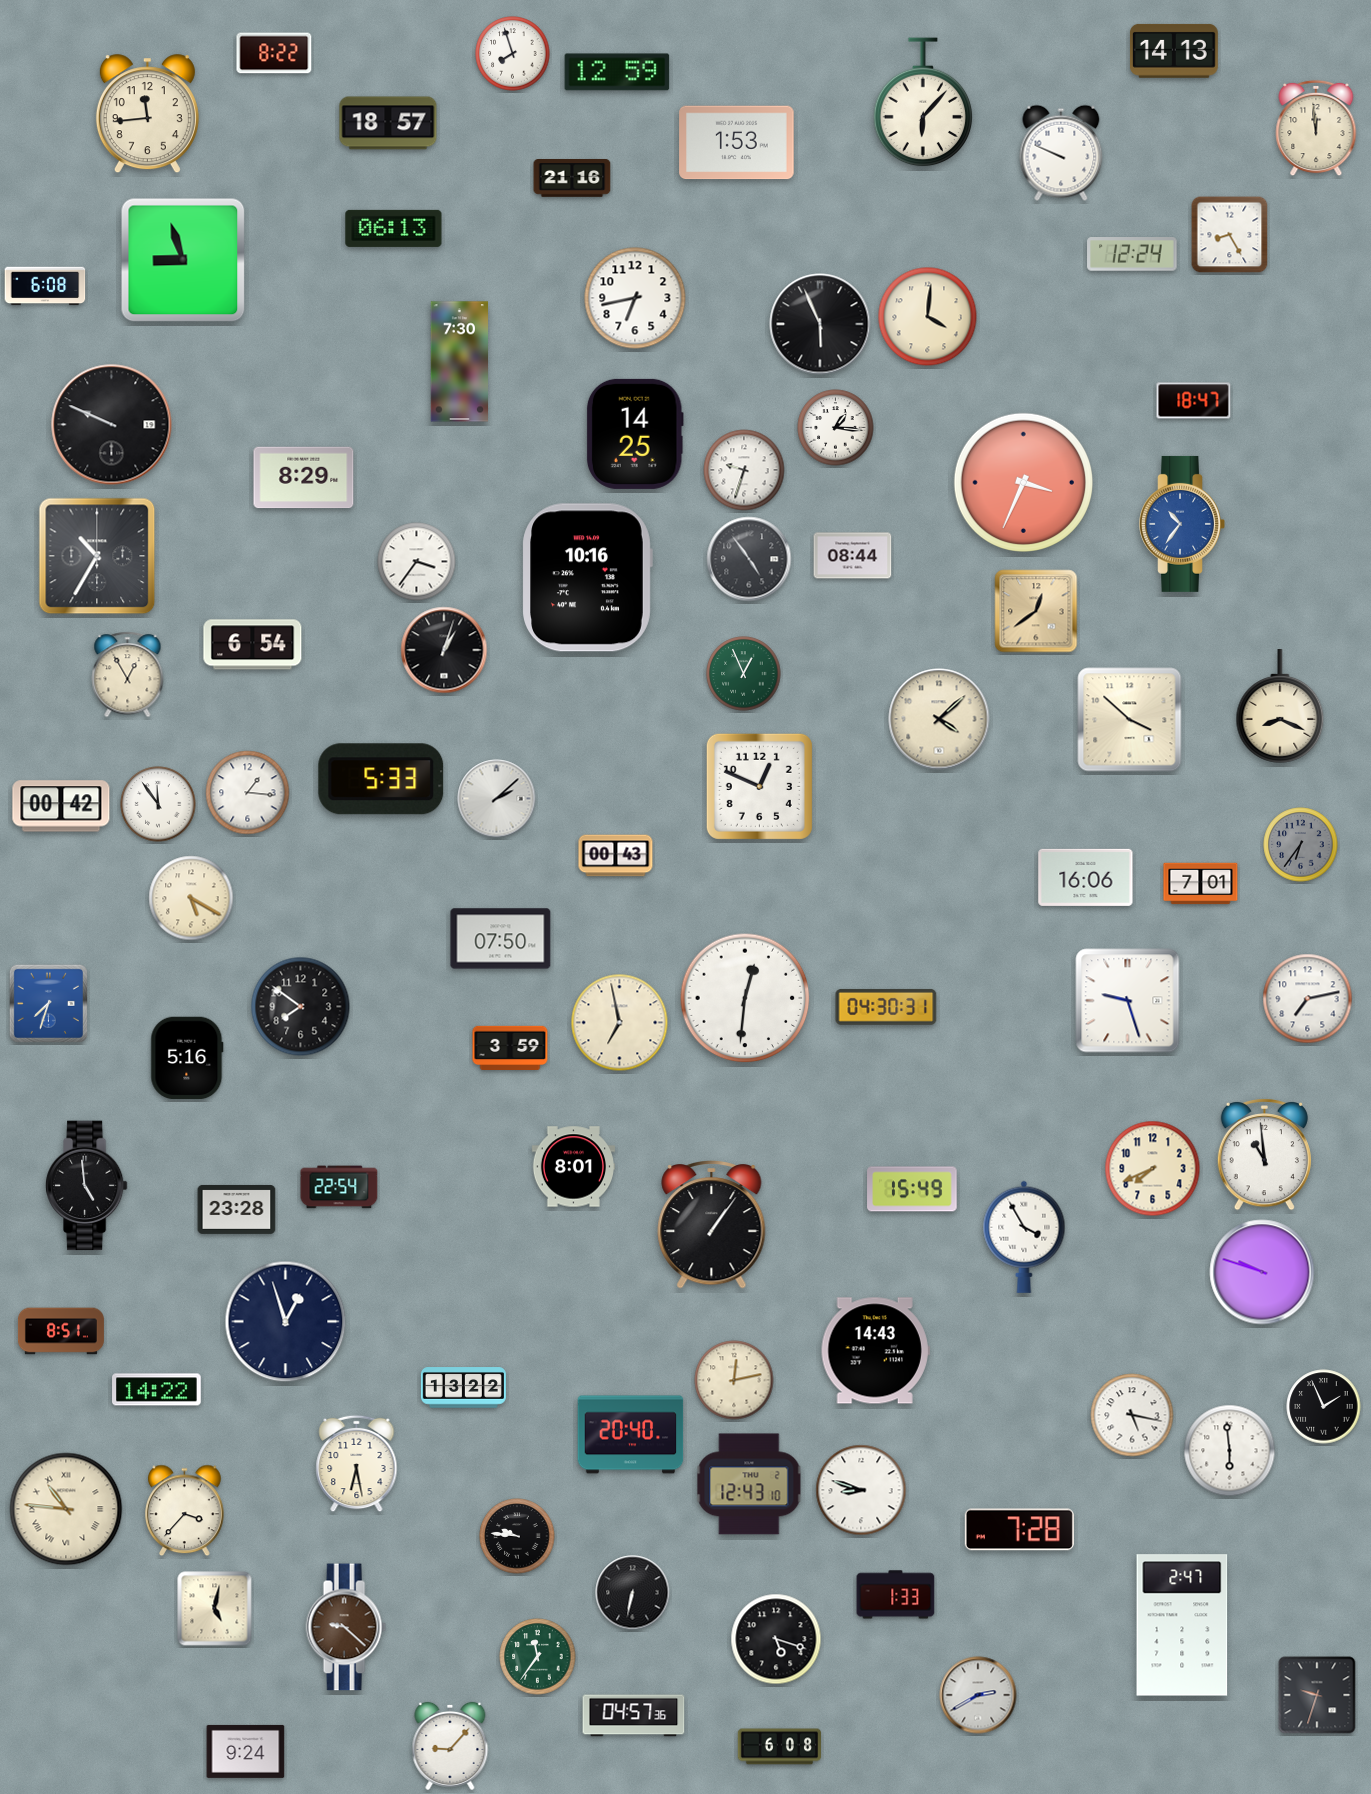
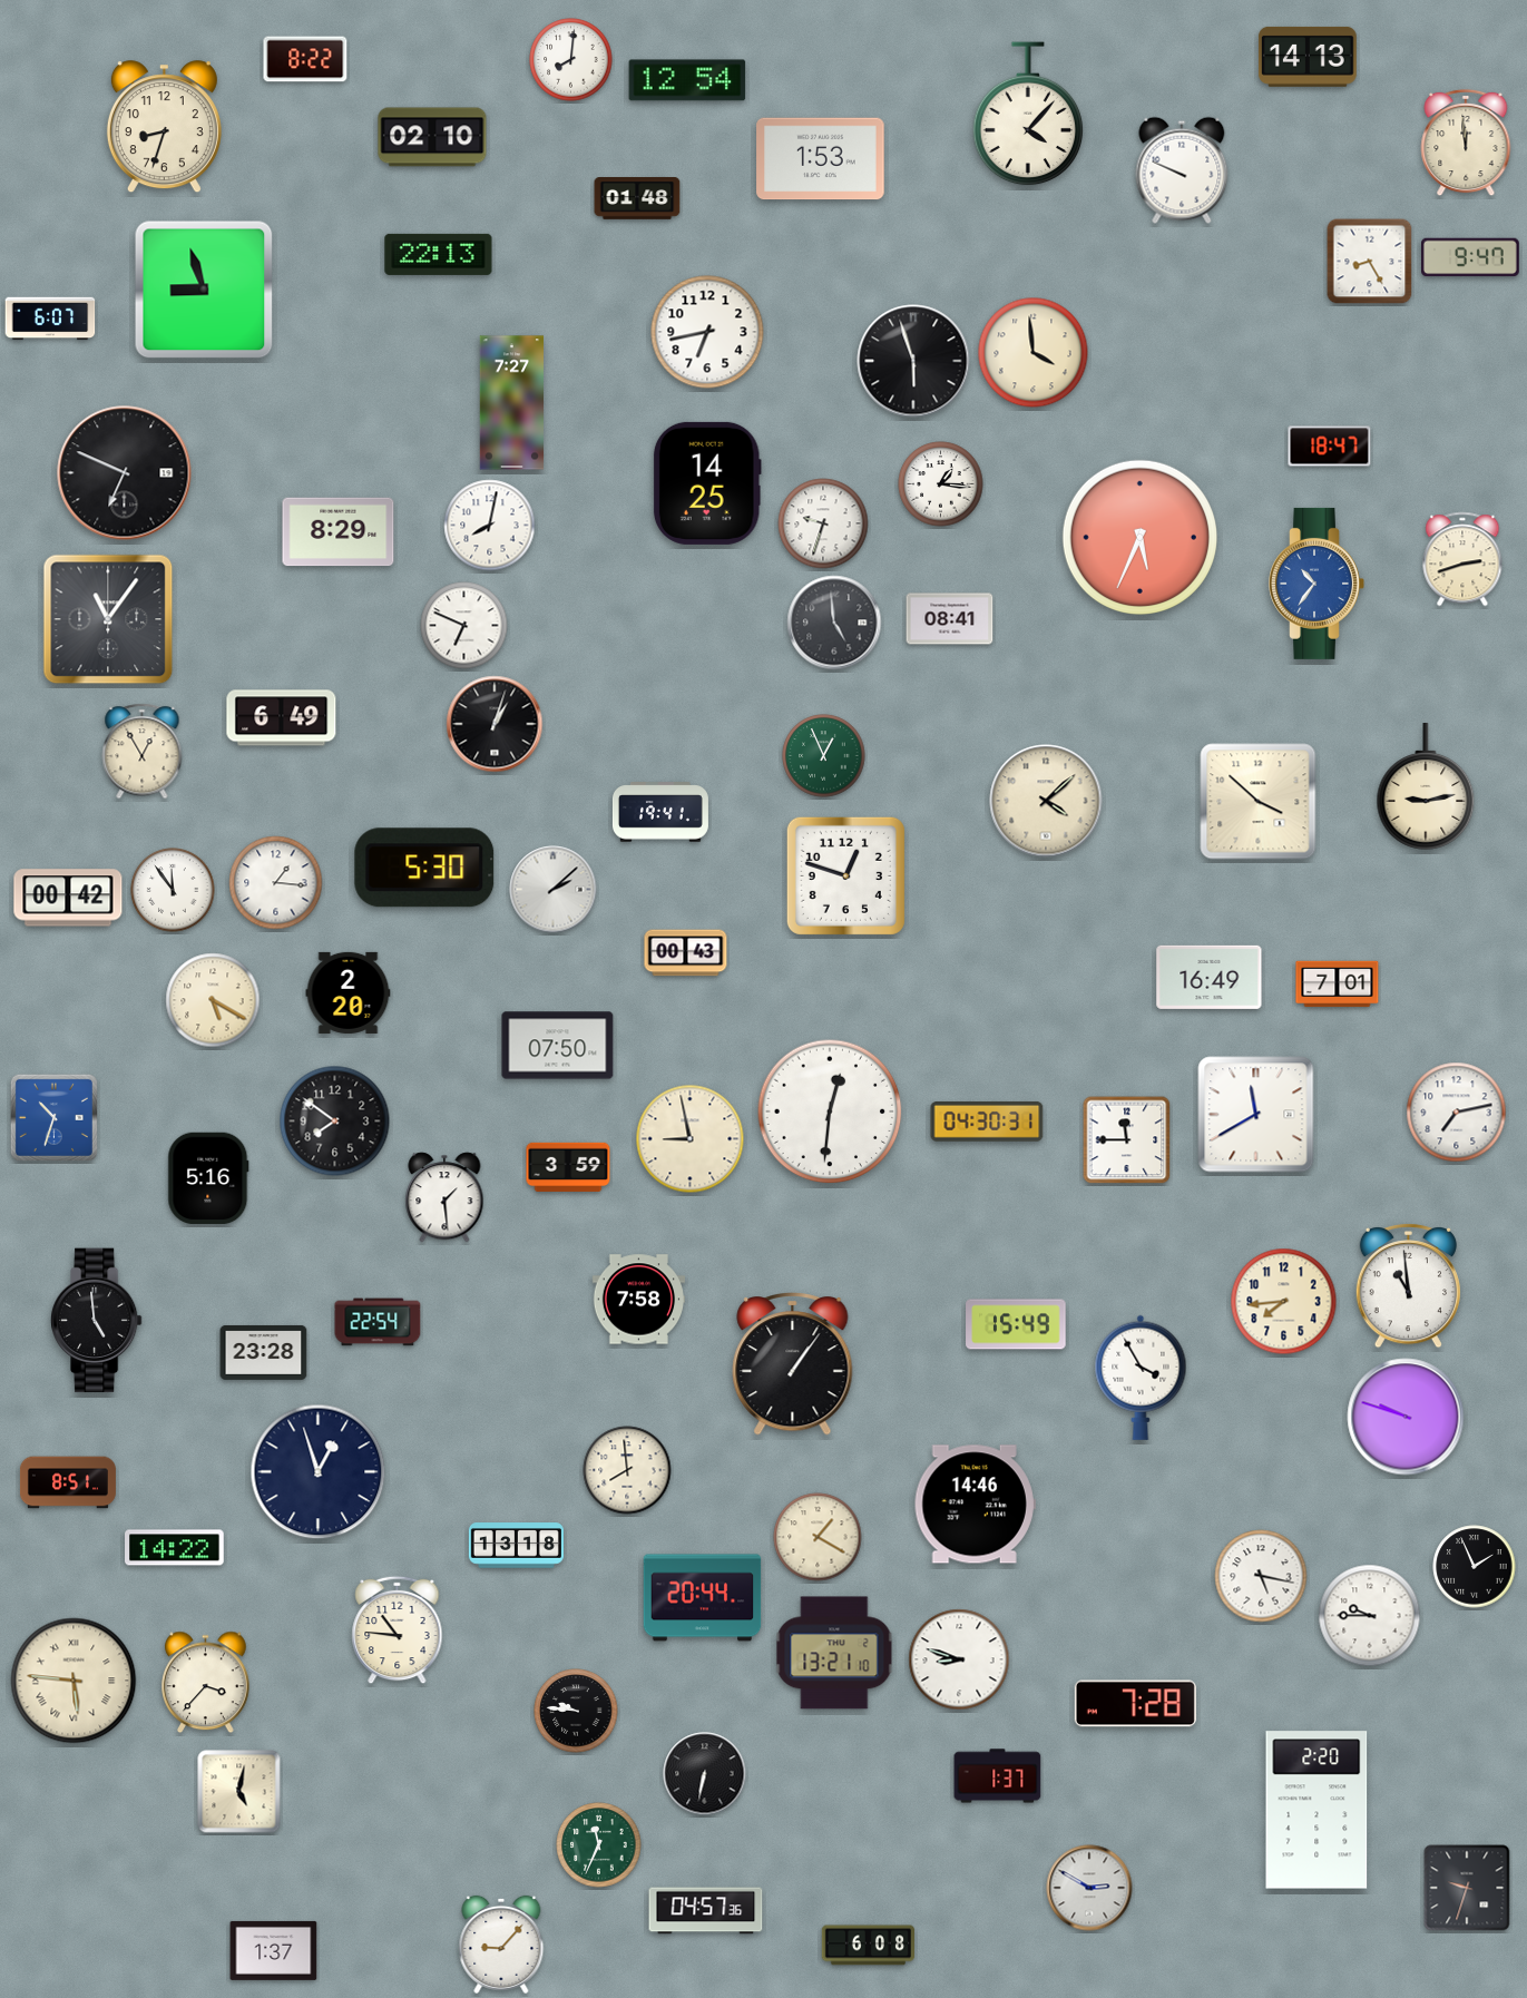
clock at (513, 54): 7:57 -> 8:01
clock at (617, 72): 12:59 -> 12:54
clock at (923, 103): 6:07 -> 4:07
clock at (147, 114): 11:44 -> 8:33
clock at (388, 123): 18:57 -> 02:10
clock at (572, 178): 21:16 -> 01:48
clock at (394, 228): 06:13 -> 22:13
clock at (1471, 257): none -> 9:47
clock at (1132, 255): 12:24 -> none
clock at (45, 286): 6:08 -> 6:07
clock at (928, 317): 4:01 -> 3:59
clock at (820, 324): 5:56 -> 5:57
clock at (460, 362): 7:30 -> 7:27
clock at (112, 425): 9:49 -> 6:49
clock at (836, 428) position: (836, 428) -> (941, 484)
clock at (744, 470) position: (744, 470) -> (823, 523)
clock at (490, 526): none -> 8:02
clock at (1023, 482): 3:34 -> 5:34
clock at (1462, 559): none -> 2:42
clock at (97, 556): 10:35 -> 11:06
clock at (853, 556): 08:44 -> 08:41
clock at (749, 559): 4:54 -> 4:59
clock at (417, 562): 3:36 -> 6:49
clock at (587, 578): 10:16 -> none
clock at (1036, 611): 12:39 -> none
clock at (253, 645): 6:54 -> 6:49
clock at (744, 674) position: (744, 674) -> (824, 756)
clock at (1280, 706): 8:19 -> 9:13
clock at (660, 812): none -> 19:41
clock at (381, 779): 5:33 -> 5:30
clock at (759, 786): 12:49 -> 12:48
clock at (158, 804) position: (158, 804) -> (173, 890)
clock at (1301, 845): 6:36 -> none
clock at (1086, 877): 16:06 -> 16:49
clock at (349, 992): none -> 2:20
clock at (1128, 1001): 9:27 -> 11:40
clock at (48, 1003): 7:33 -> 10:33
clock at (620, 1023): 6:58 -> 8:58
clock at (1127, 1140): none -> 11:45
clock at (444, 1197): none -> 1:29
clock at (574, 1167): 8:01 -> 7:58
clock at (1153, 1169): 7:41 -> 7:44
clock at (237, 1209) position: (237, 1209) -> (264, 1352)
clock at (627, 1470): none -> 7:59
clock at (875, 1351): 14:43 -> 14:46
clock at (734, 1380): 12:13 -> 1:20
clock at (463, 1388): 13:22 -> 13:18
clock at (631, 1435): 20:40 -> 20:44
clock at (1230, 1451): 5:59 -> 9:45
clock at (357, 1464): 6:28 -> 10:46
clock at (749, 1484): 12:43 -> 13:21
clock at (66, 1509): 10:46 -> 5:46
clock at (896, 1595): 1:33 -> 1:37
clock at (1182, 1625): 2:47 -> 2:20
clock at (346, 1627): 9:22 -> none
clock at (776, 1639): 5:18 -> none
clock at (538, 1657): 11:36 -> 11:34
clock at (978, 1695): 2:40 -> 2:50
clock at (246, 1751): 9:24 -> 1:37
